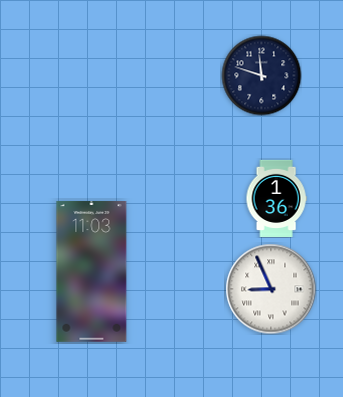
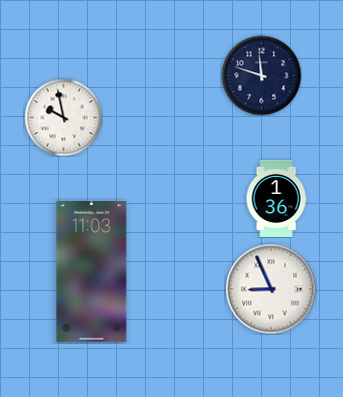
clock at (63, 117): none -> 9:58
